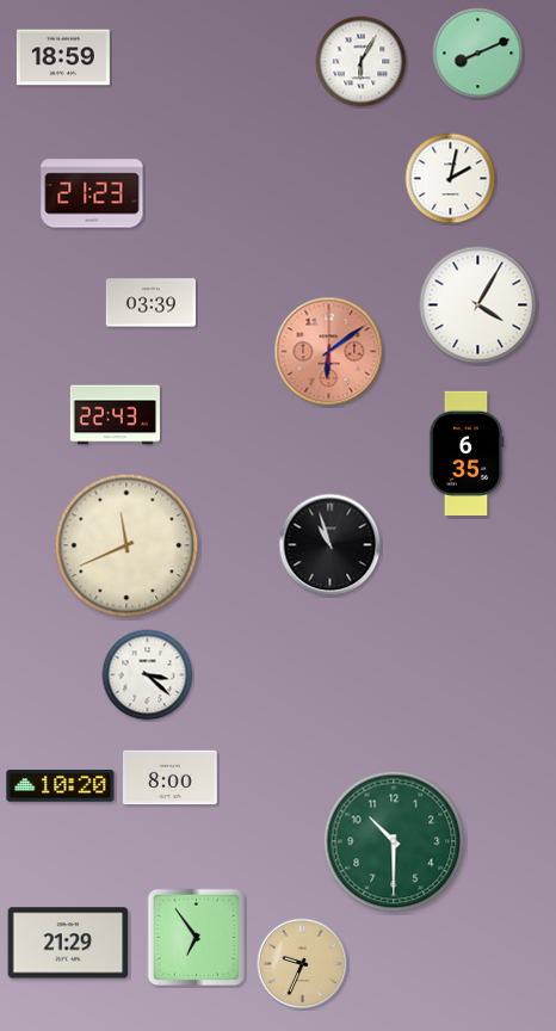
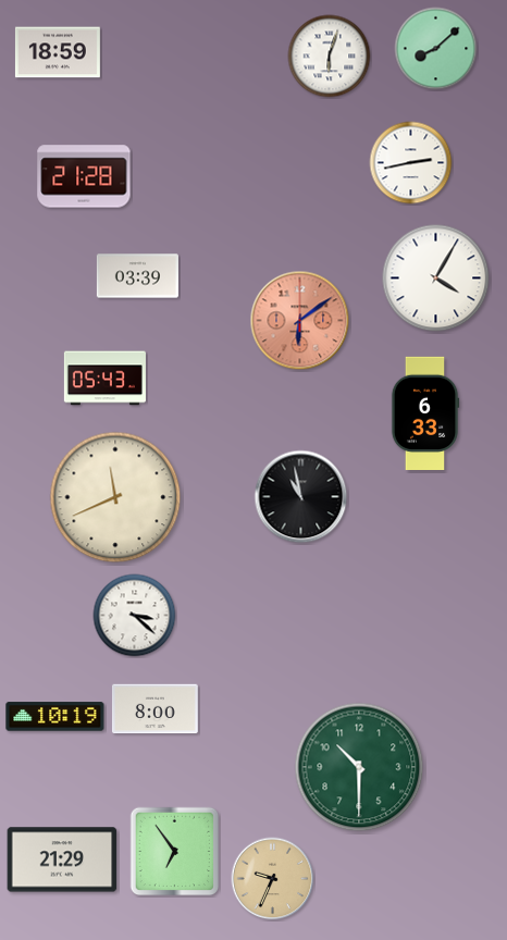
clock at (478, 54): 8:11 -> 8:08
clock at (362, 62): 6:05 -> 6:03
clock at (451, 179): 2:02 -> 2:43
clock at (92, 193): 21:23 -> 21:28
clock at (115, 415): 22:43 -> 05:43
clock at (467, 452): 6:35 -> 6:33
clock at (330, 545): 10:57 -> 10:58
clock at (61, 786): 10:20 -> 10:19
clock at (197, 938) position: (197, 938) -> (175, 852)
clock at (303, 964) position: (303, 964) -> (273, 879)
